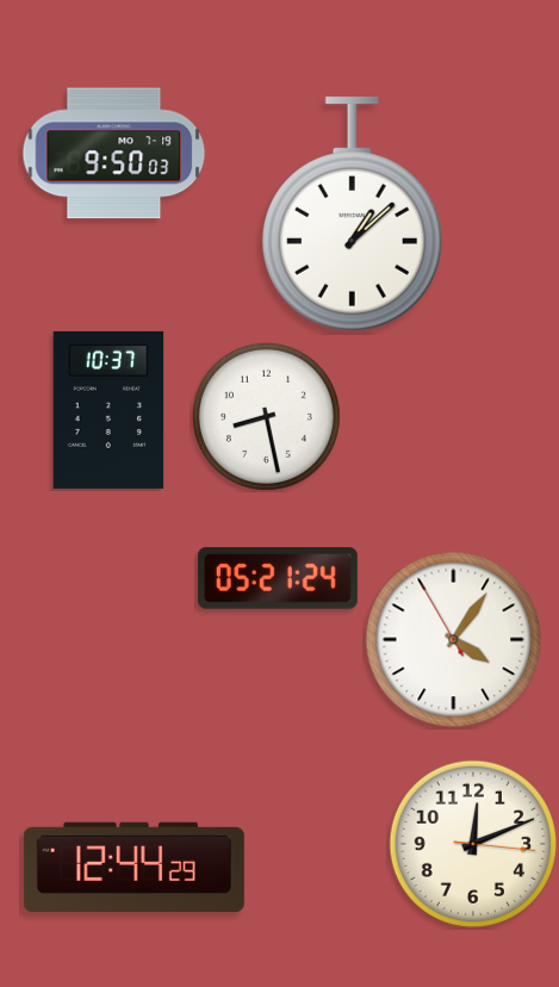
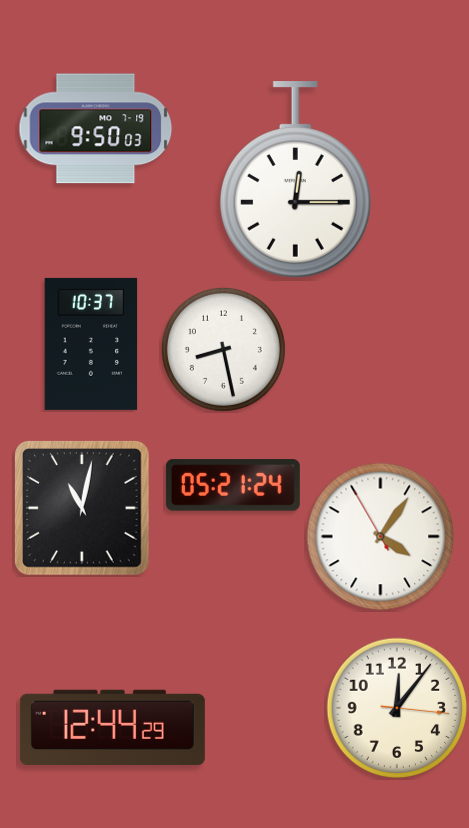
clock at (352, 215): 1:08 -> 12:15
clock at (83, 509): none -> 11:02
clock at (473, 844): 12:11 -> 12:06
